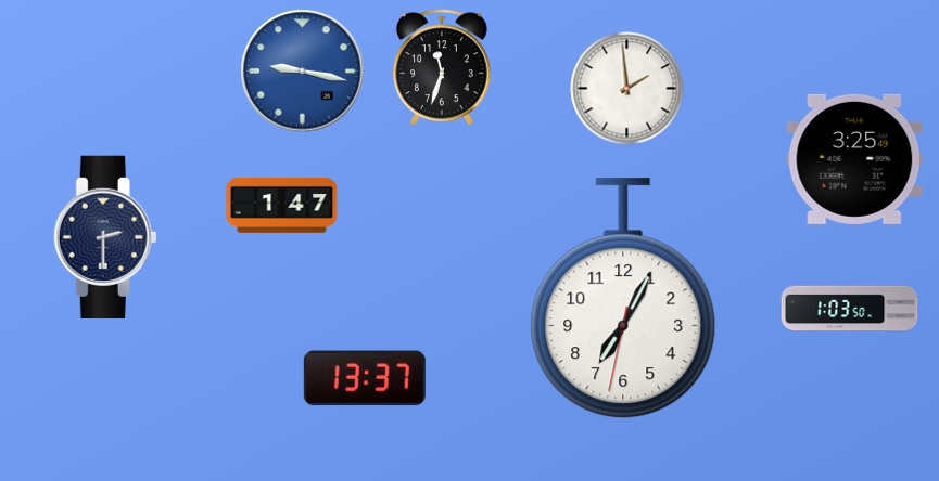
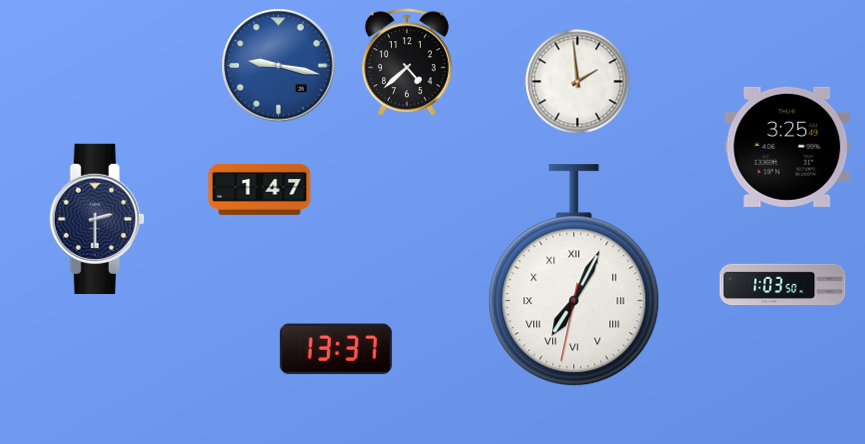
clock at (442, 68): 11:33 -> 4:38
clock at (623, 299) numerals: Arabic -> Roman
